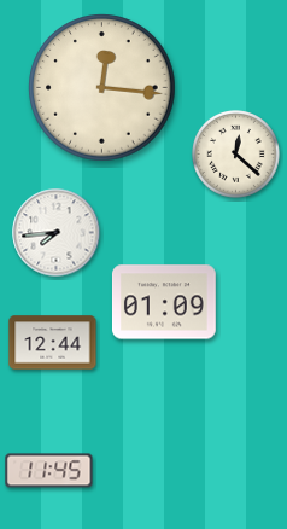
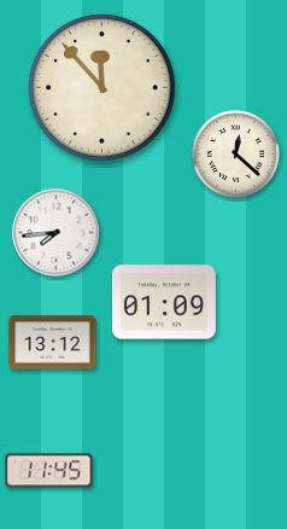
clock at (102, 88): 12:16 -> 11:53
clock at (53, 343): 12:44 -> 13:12
